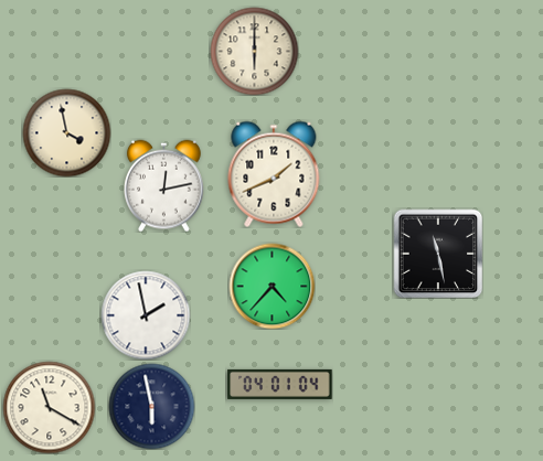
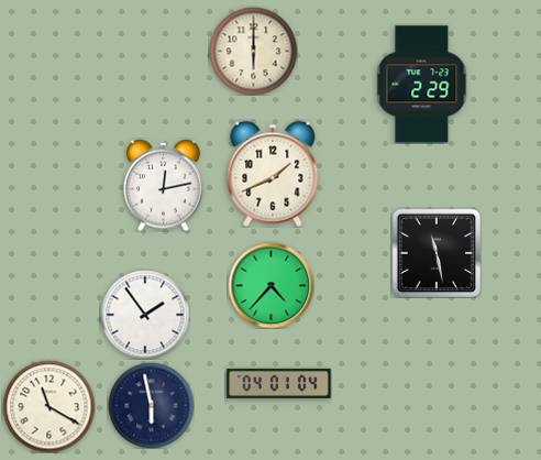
clock at (422, 85): none -> 2:29
clock at (66, 132): 3:58 -> none
clock at (146, 315): 1:58 -> 1:54
